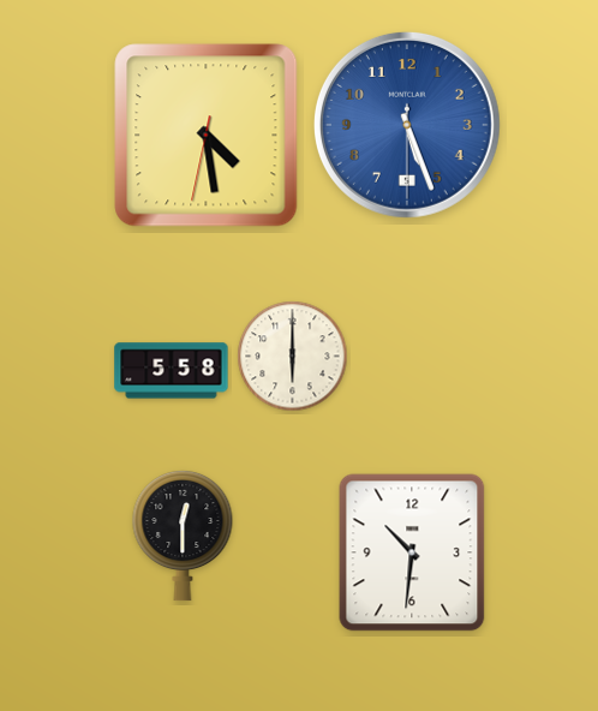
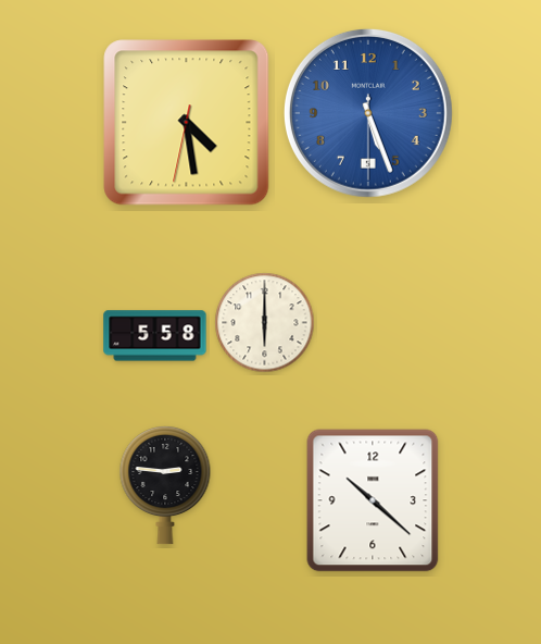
clock at (183, 536): 12:30 -> 2:46
clock at (412, 552): 10:31 -> 10:22
